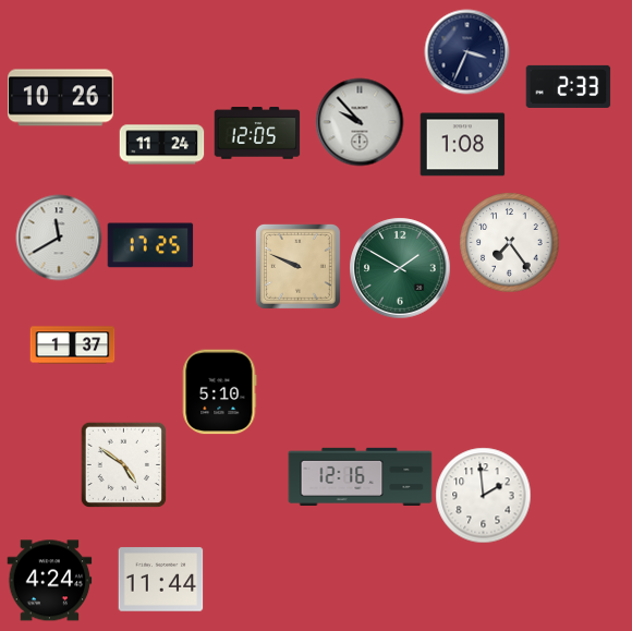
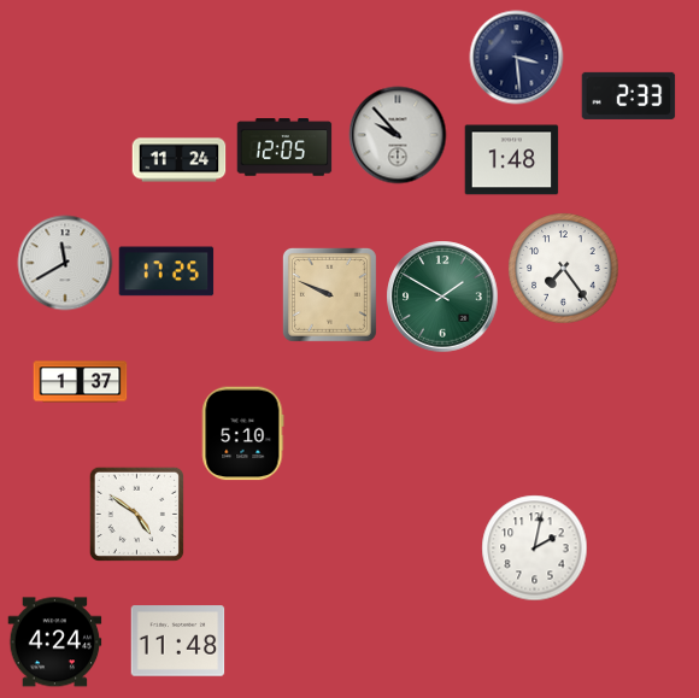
clock at (466, 51): 3:34 -> 3:29
clock at (61, 98): 10:26 -> none
clock at (462, 145): 1:08 -> 1:48
clock at (361, 476): 12:16 -> none
clock at (483, 495): 1:59 -> 2:02
clock at (160, 580): 11:44 -> 11:48
